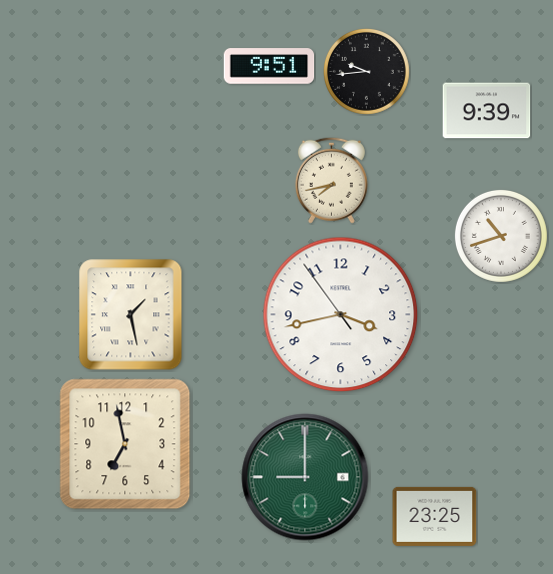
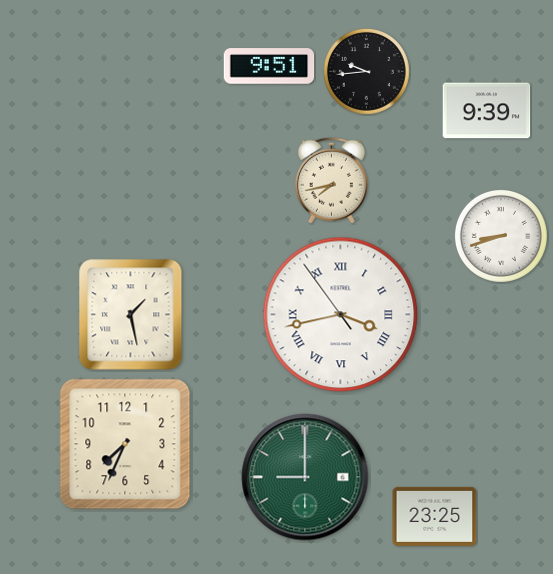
clock at (501, 236): 10:42 -> 8:42
clock at (341, 315) numerals: Arabic -> Roman
clock at (125, 444): 6:58 -> 7:34
